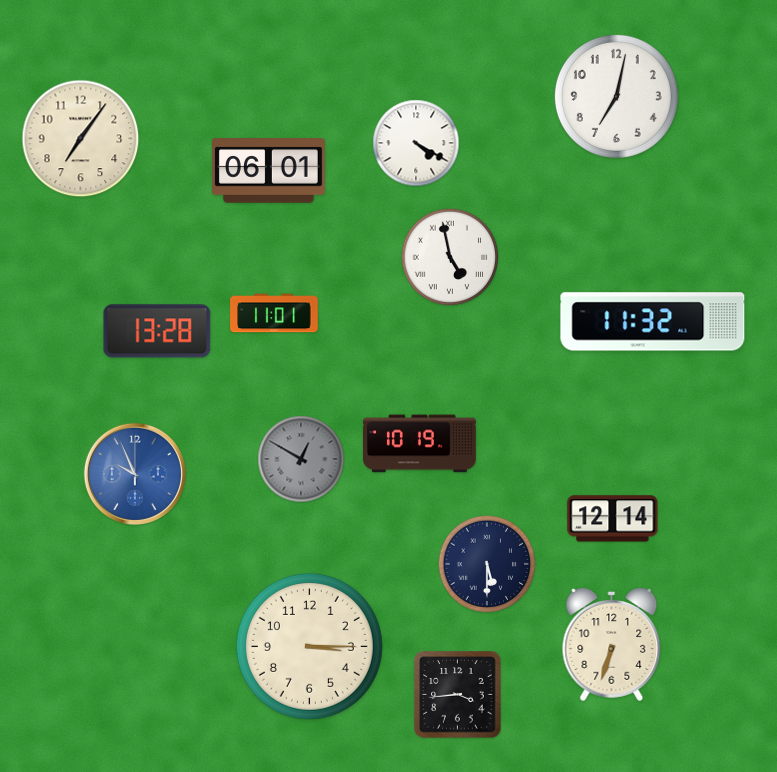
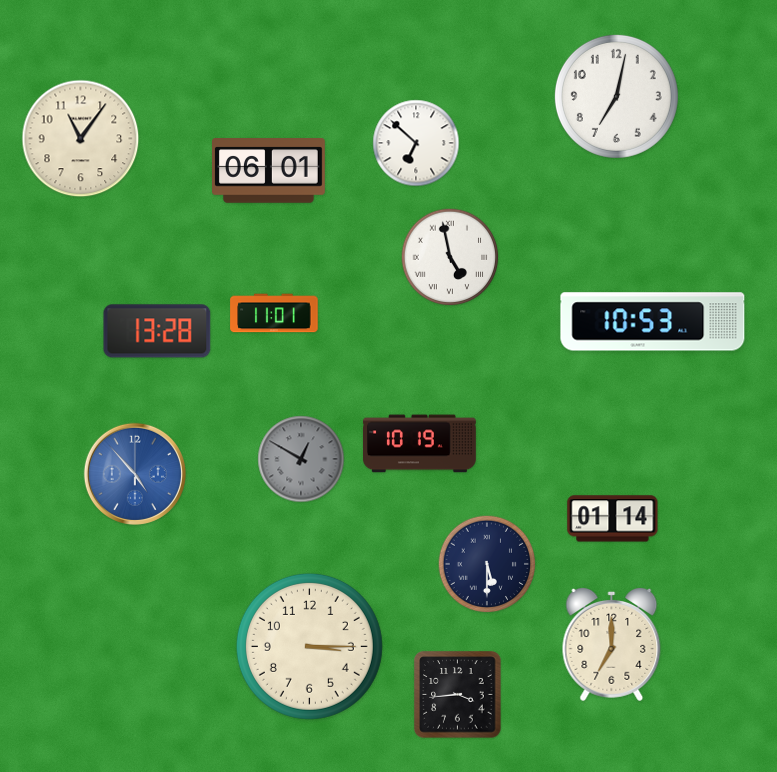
clock at (81, 139): 7:06 -> 11:06
clock at (416, 143): 4:20 -> 6:52
clock at (653, 322): 11:32 -> 10:53
clock at (135, 474): 9:56 -> 4:53
clock at (613, 519): 12:14 -> 01:14
clock at (612, 644): 6:33 -> 7:00
